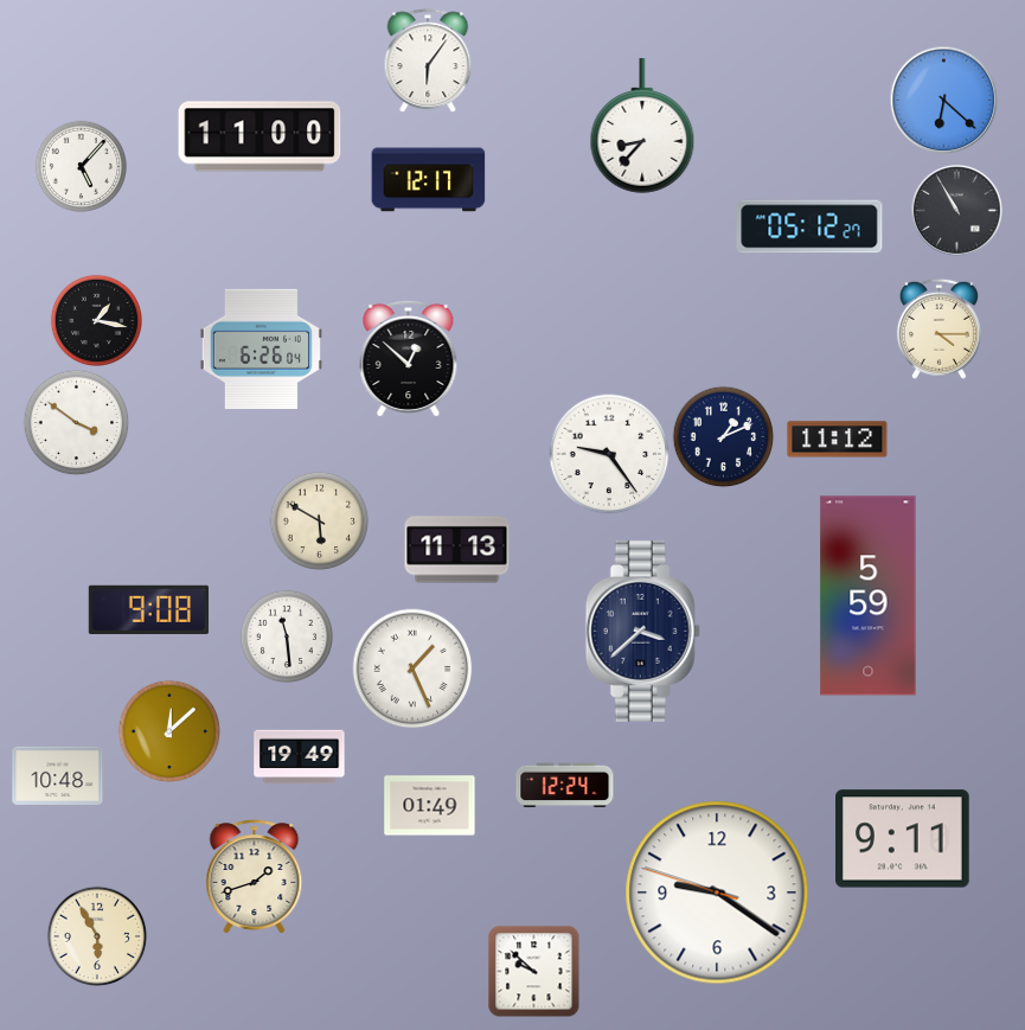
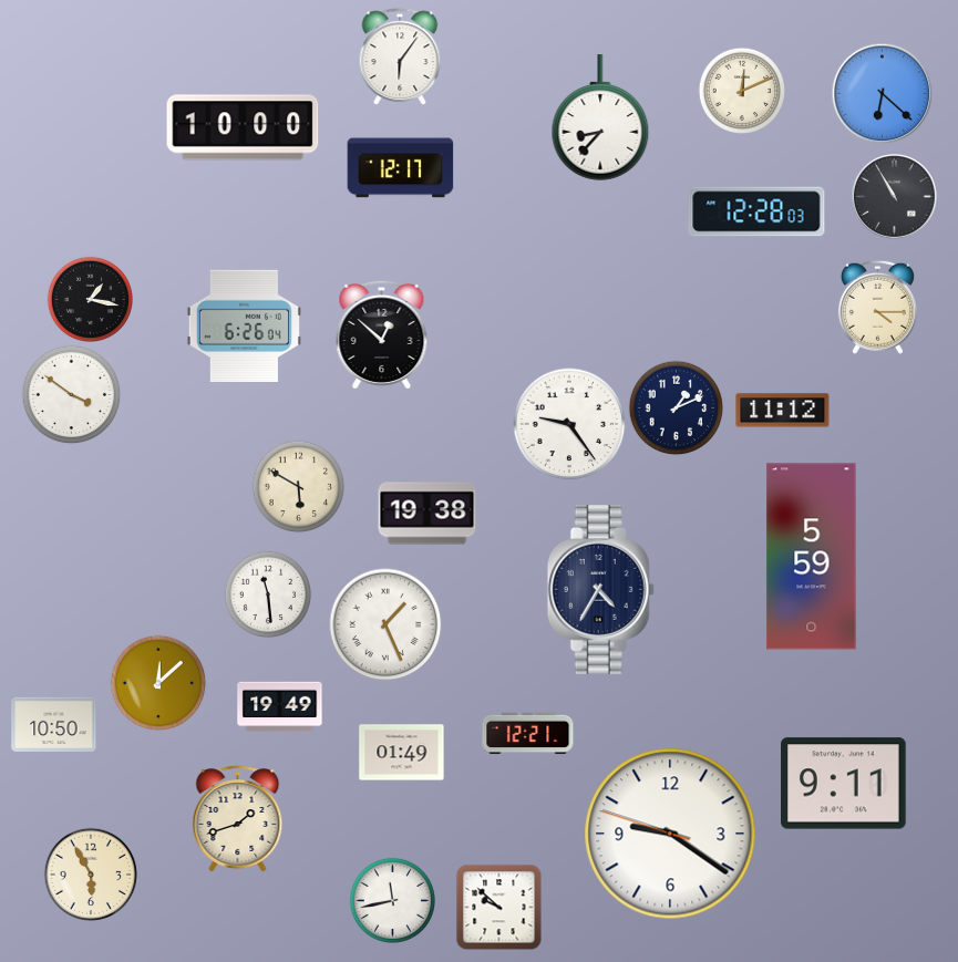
clock at (741, 90): none -> 12:11
clock at (260, 136): 11:00 -> 10:00
clock at (81, 166): 5:07 -> none
clock at (809, 226): 05:12 -> 12:28
clock at (457, 550): 11:13 -> 19:38
clock at (148, 609): 9:08 -> none
clock at (642, 631): 3:38 -> 4:35
clock at (58, 775): 10:48 -> 10:50
clock at (565, 786): 12:24 -> 12:21
clock at (392, 900): none -> 11:43
